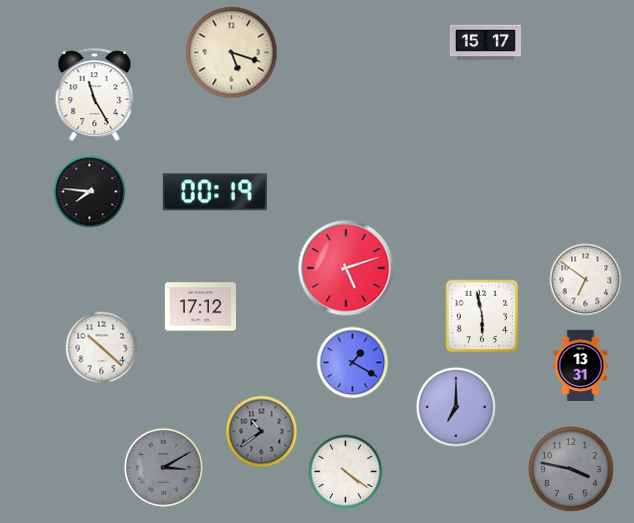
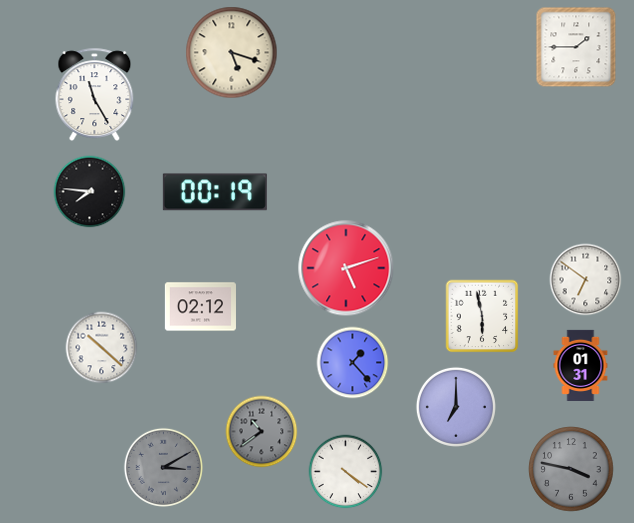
clock at (485, 43): 15:17 -> none
clock at (576, 47): none -> 1:45
clock at (200, 307): 17:12 -> 02:12
clock at (353, 363): 1:20 -> 1:23
clock at (581, 365): 13:31 -> 01:31
